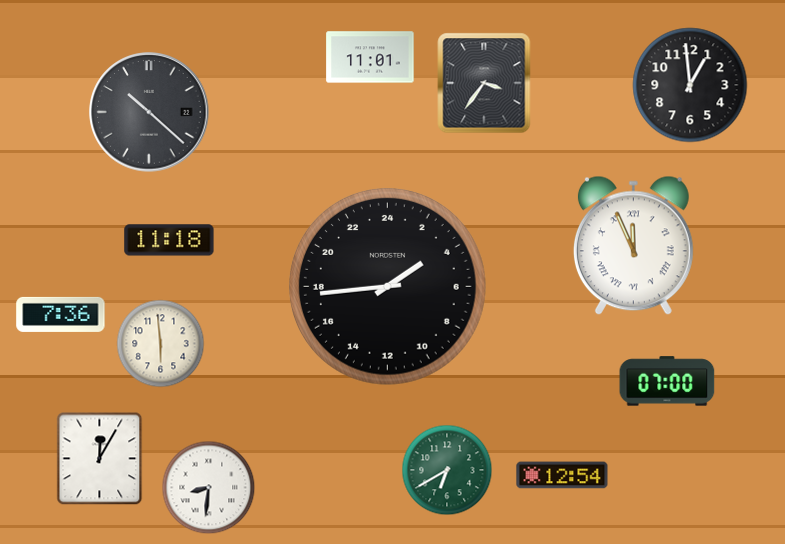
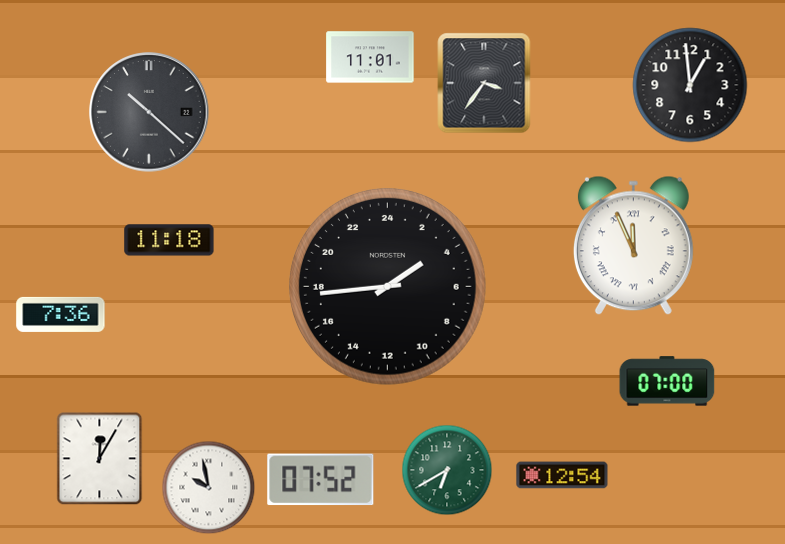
clock at (161, 344): 5:59 -> none
clock at (321, 480): none -> 07:52
clock at (209, 488): 8:31 -> 9:58
